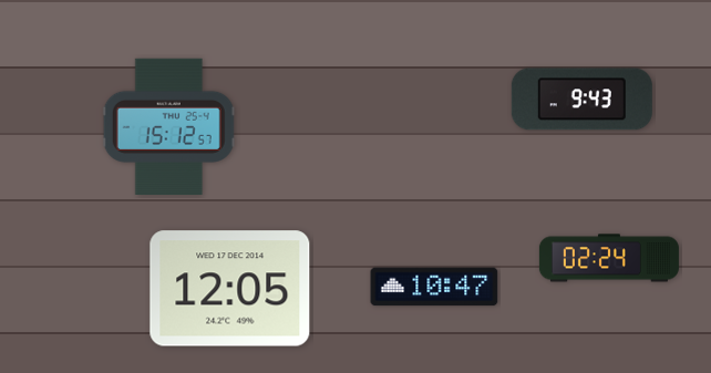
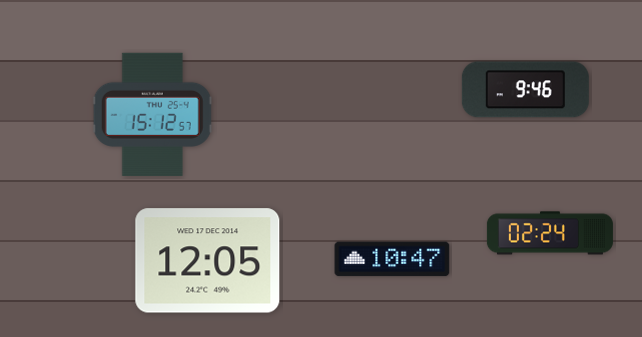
clock at (581, 100): 9:43 -> 9:46
